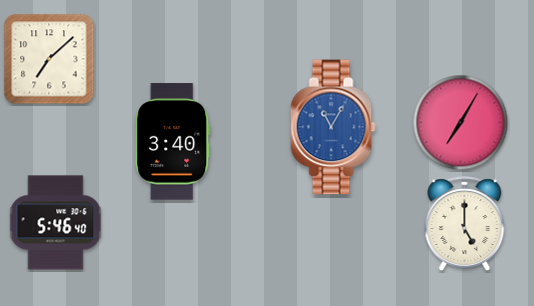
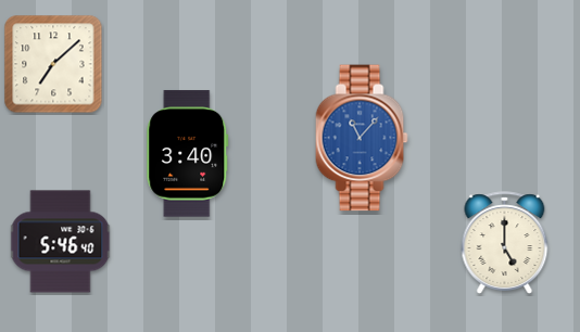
clock at (461, 123): 7:05 -> none
clock at (333, 127): 11:05 -> 11:07
